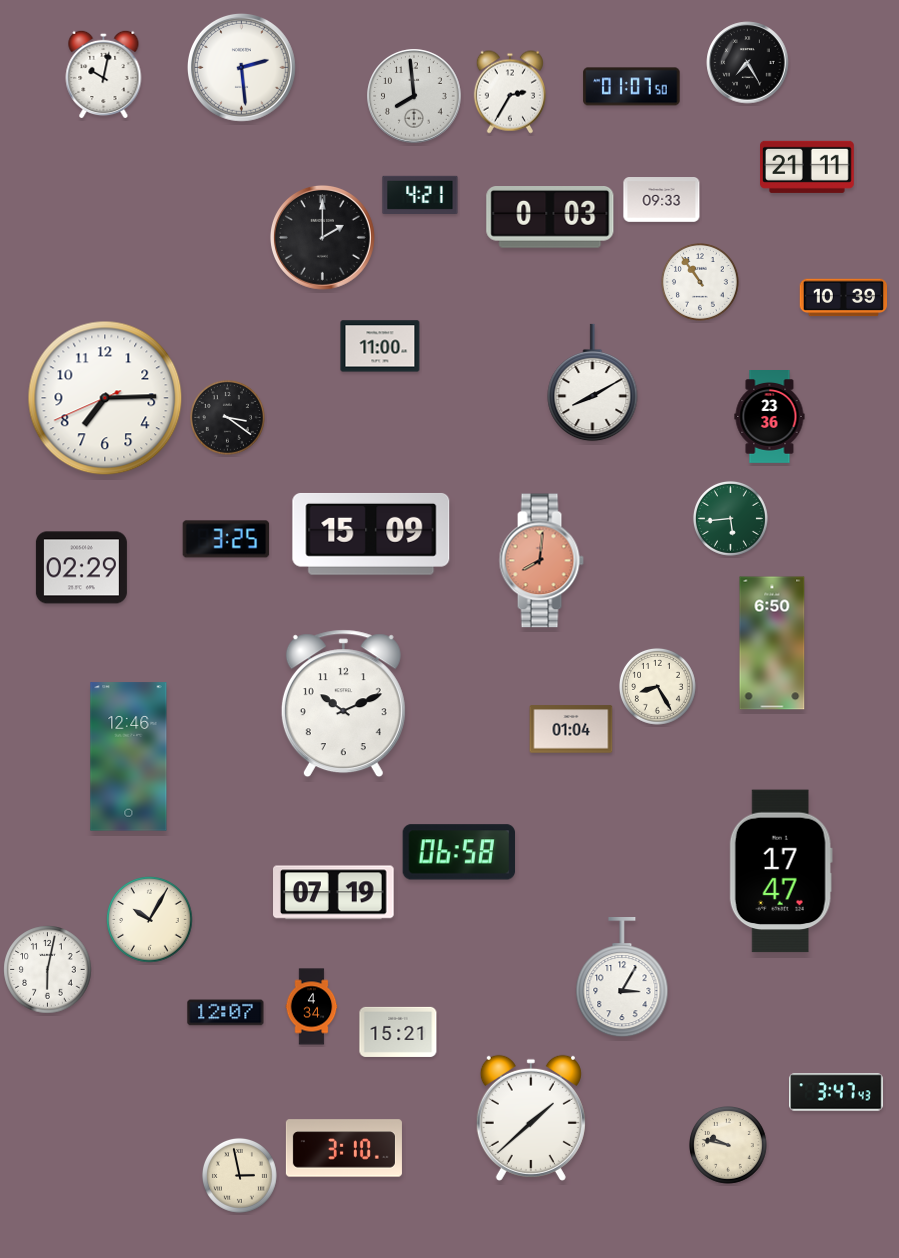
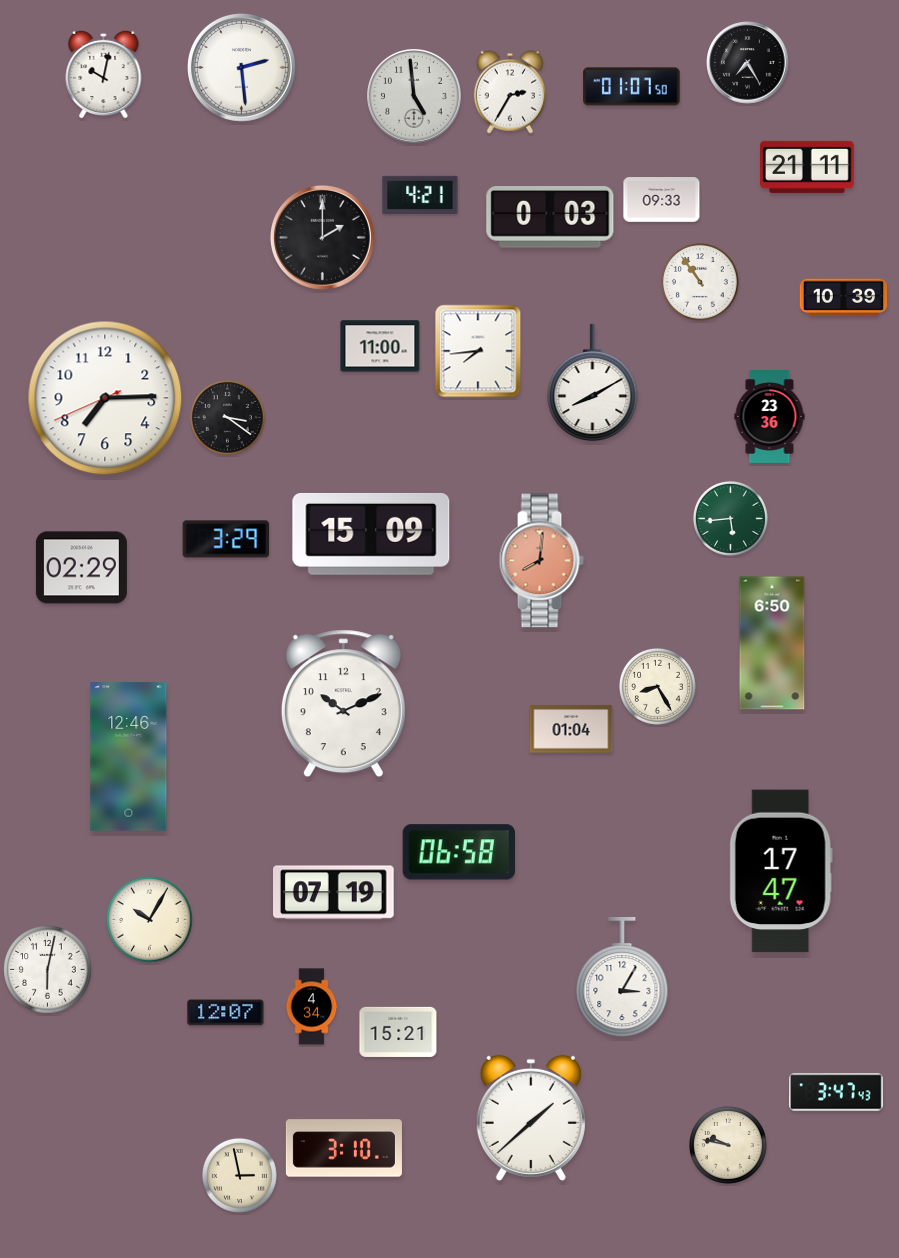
clock at (414, 96): 7:59 -> 4:59
clock at (478, 351): none -> 7:44
clock at (226, 539): 3:25 -> 3:29
